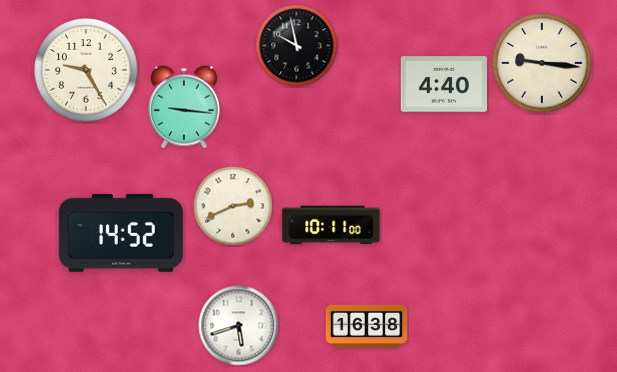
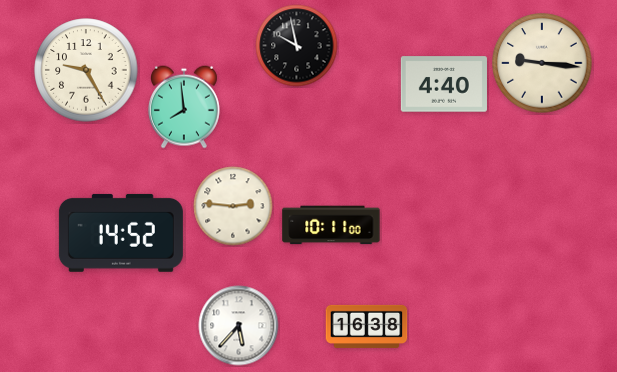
clock at (184, 107): 9:16 -> 7:59
clock at (233, 206): 2:41 -> 2:46
clock at (239, 326): 5:42 -> 5:37
